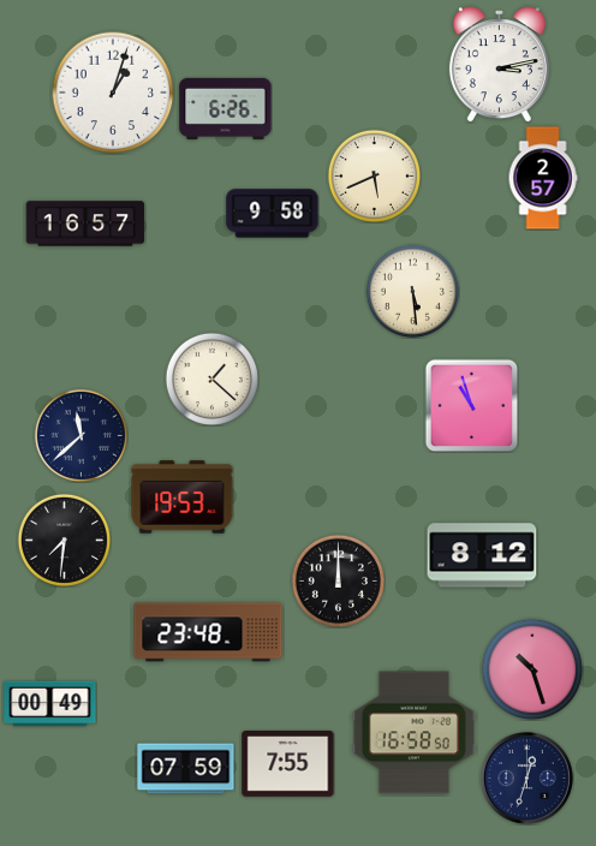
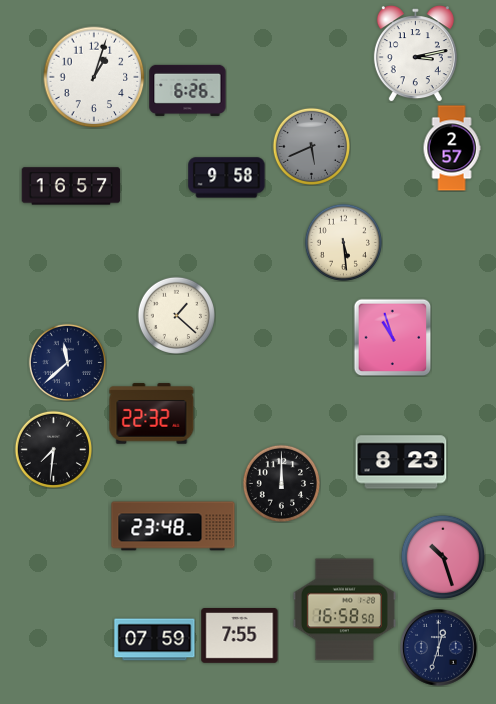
clock at (374, 175) dial: cream -> grey
clock at (183, 498): 19:53 -> 22:32
clock at (482, 555): 8:12 -> 8:23
clock at (50, 704): 00:49 -> none
